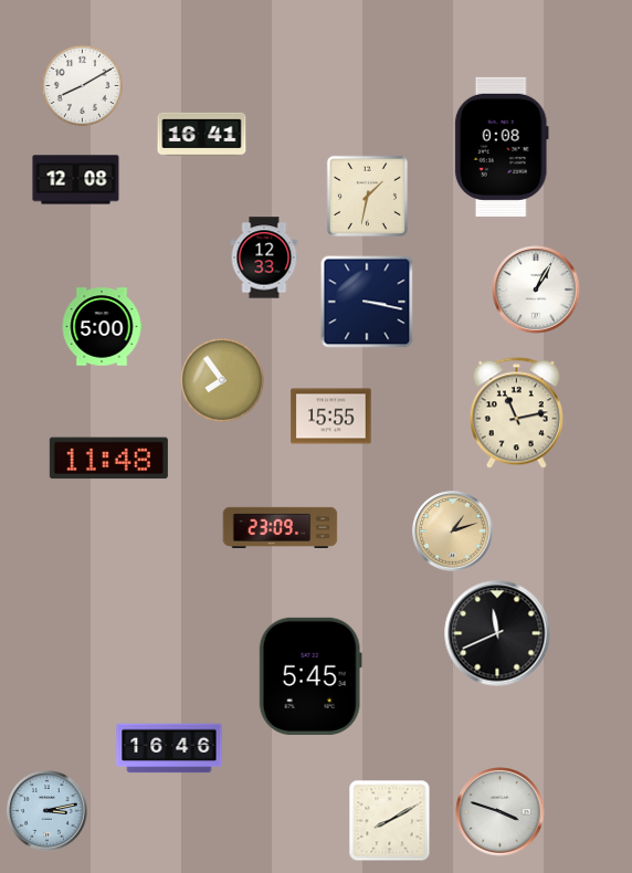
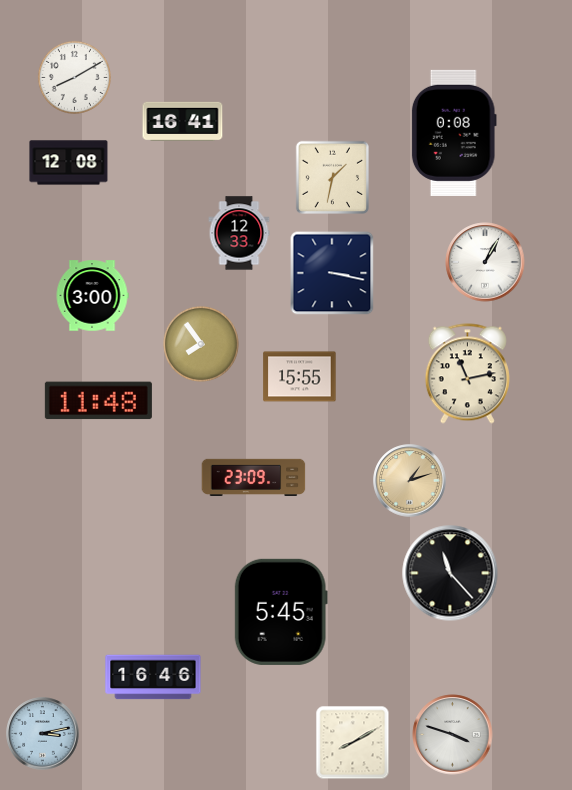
clock at (102, 327): 5:00 -> 3:00
clock at (108, 459) position: (108, 459) -> (98, 401)
clock at (497, 633): 11:41 -> 11:23
